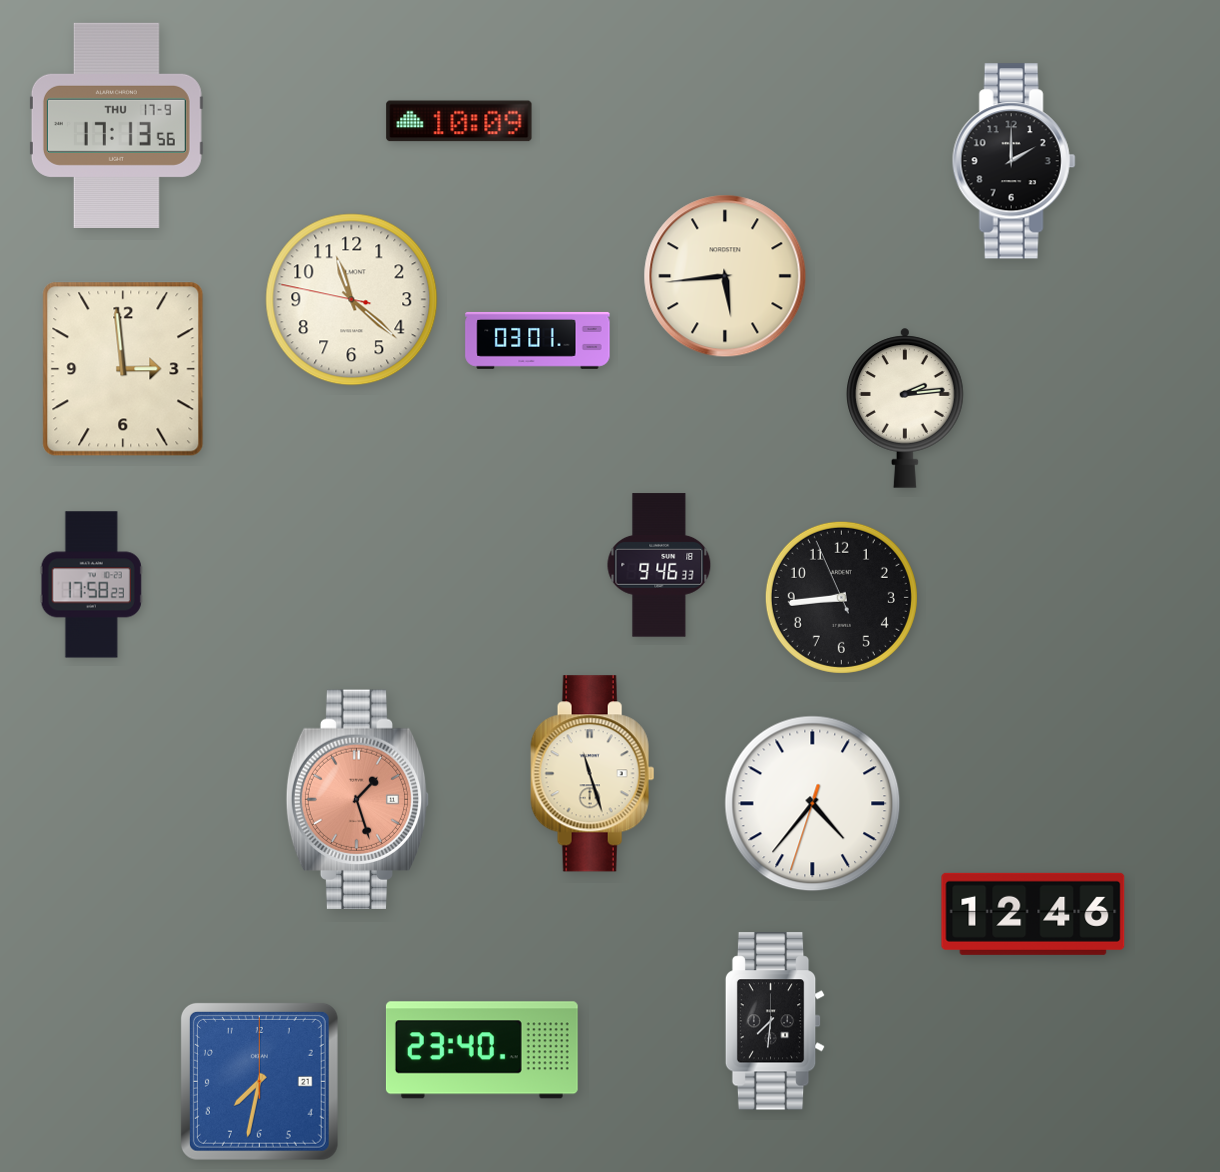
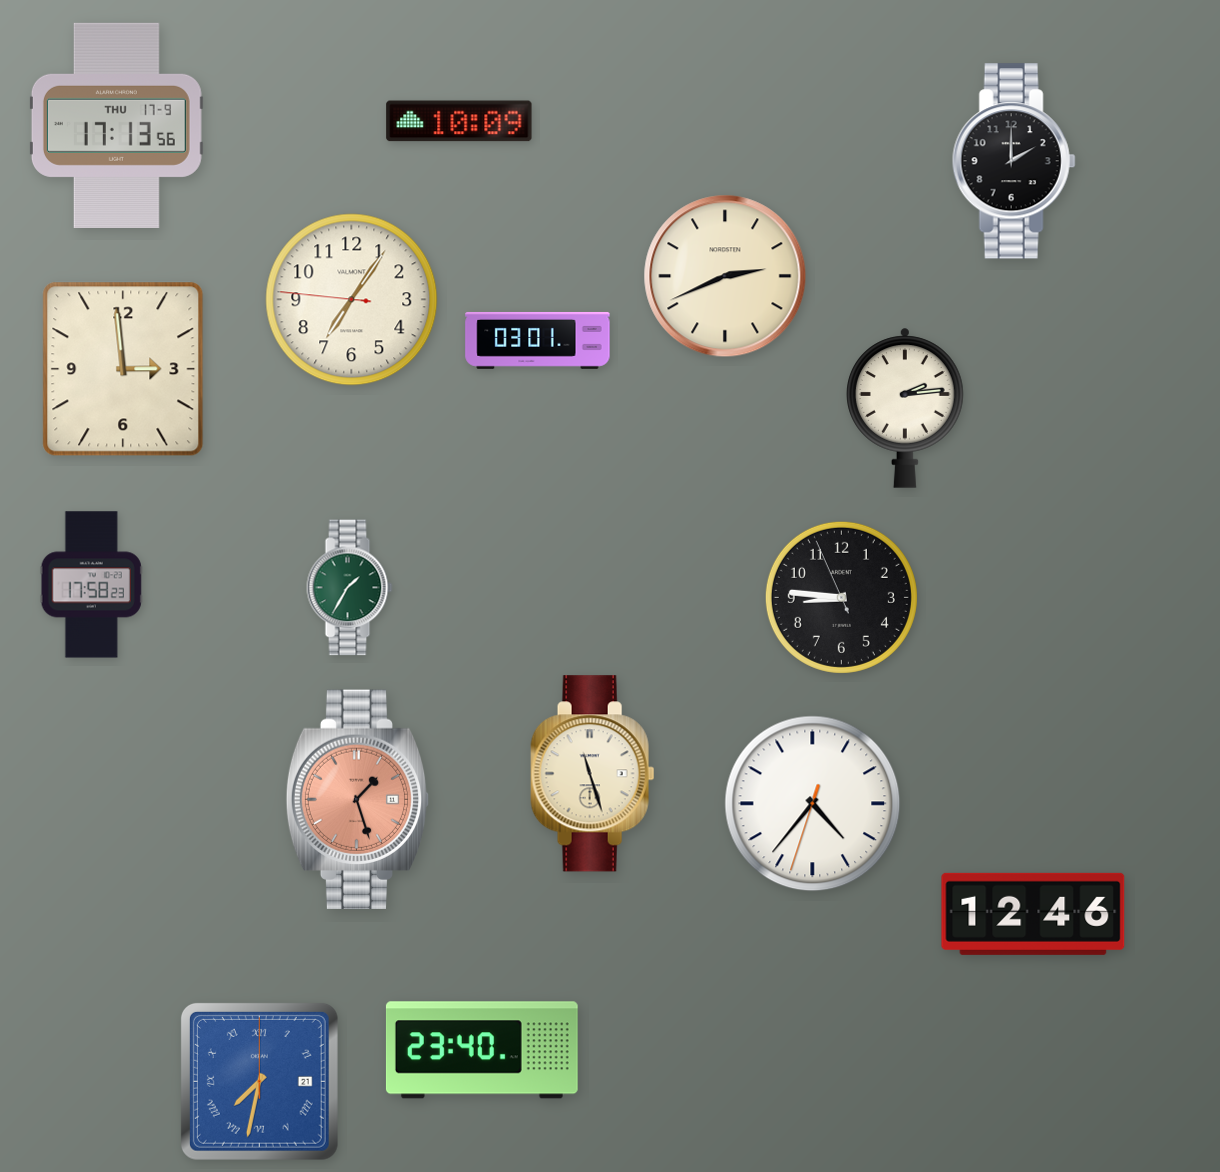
clock at (725, 276): 5:44 -> 2:41
clock at (352, 300): 11:21 -> 7:05
clock at (659, 565): 9:46 -> none
clock at (350, 588): none -> 1:35
clock at (841, 597): 8:43 -> 8:45
clock at (775, 1021): 7:31 -> none
clock at (259, 1081) numerals: Arabic -> Roman
